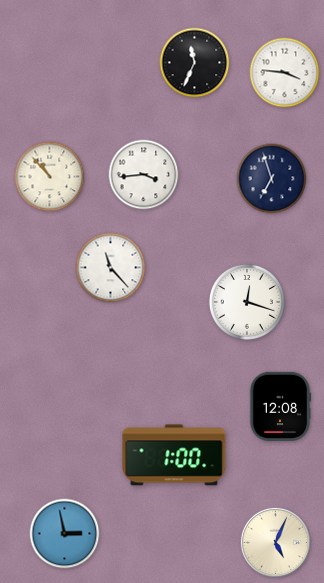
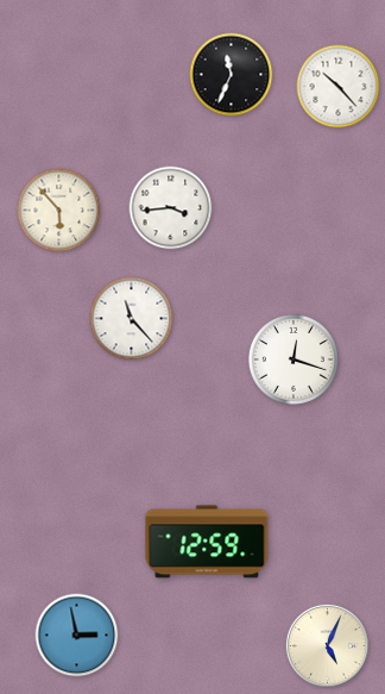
clock at (285, 73): 3:46 -> 10:23
clock at (50, 177): 10:53 -> 5:53
clock at (272, 179): 6:57 -> none
clock at (280, 406): 12:08 -> none
clock at (174, 455): 1:00 -> 12:59
